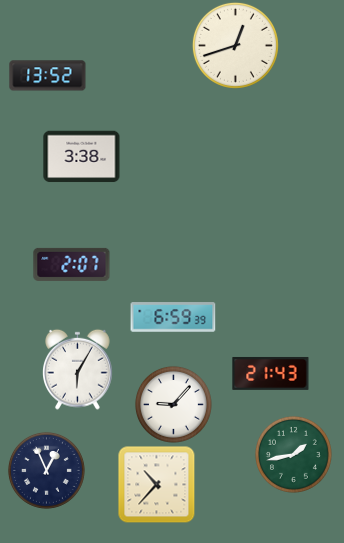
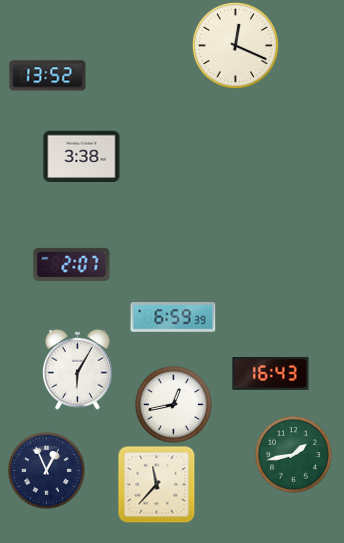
clock at (235, 45): 12:42 -> 12:19
clock at (271, 374): 21:43 -> 16:43
clock at (173, 404): 9:07 -> 12:43
clock at (156, 484): 10:37 -> 11:37
